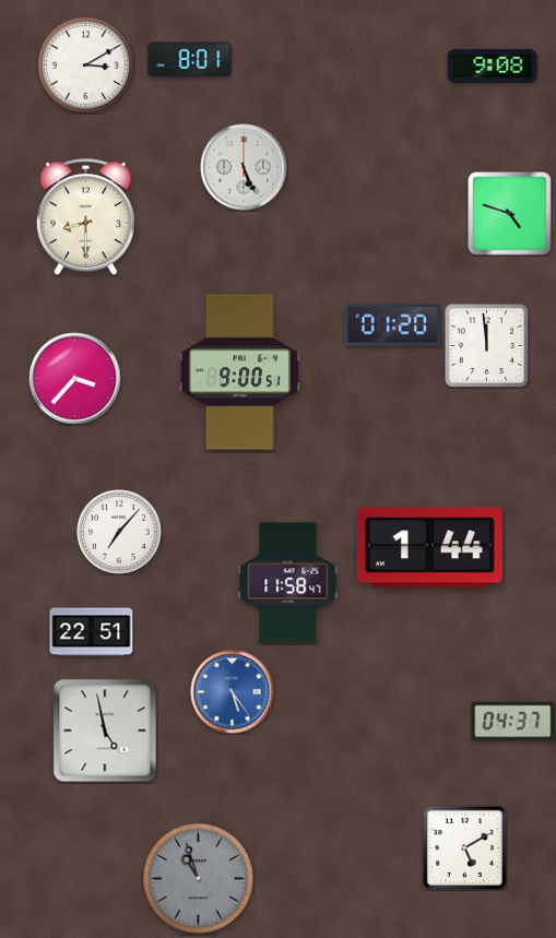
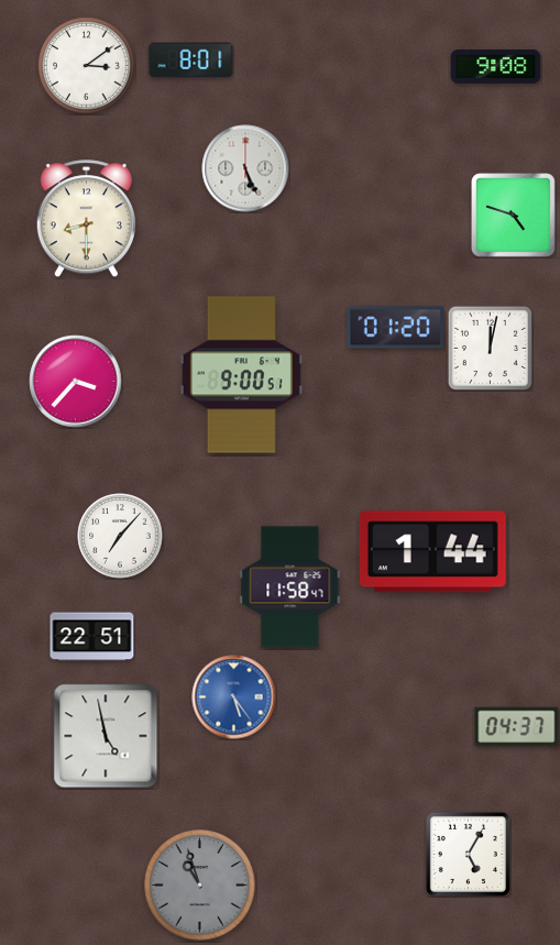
clock at (86, 66): 3:10 -> 3:09
clock at (486, 345): 11:59 -> 12:02
clock at (464, 847): 5:10 -> 5:05
